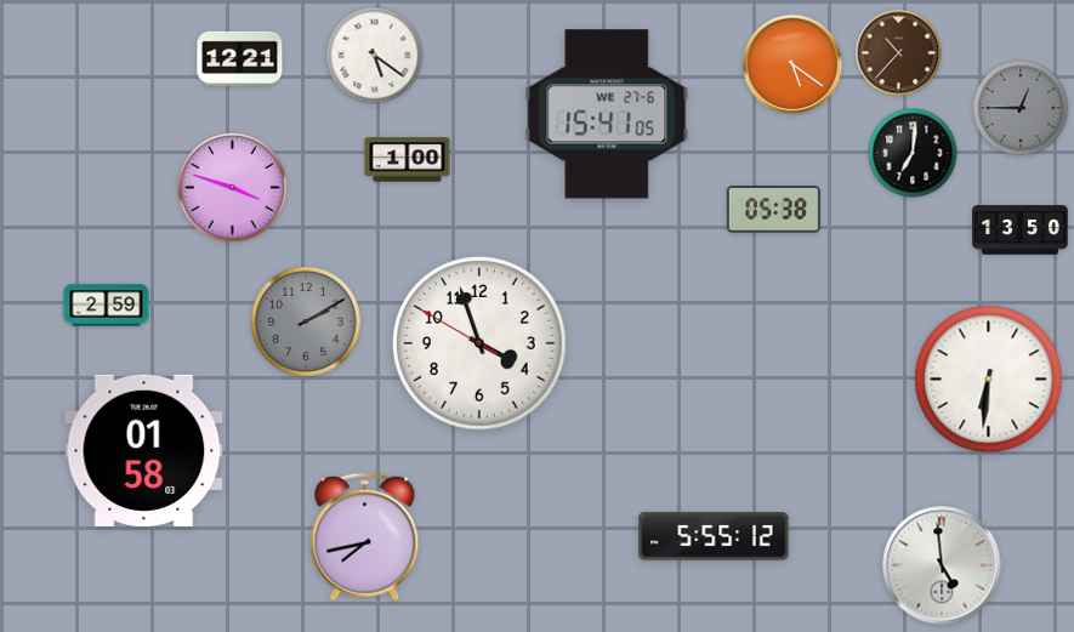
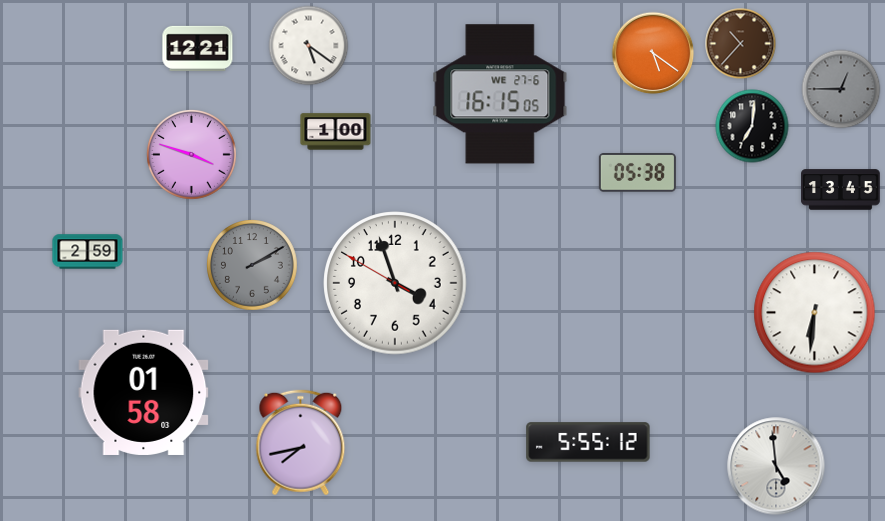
clock at (607, 114): 15:41 -> 16:15
clock at (1021, 230): 13:50 -> 13:45
clock at (144, 450) position: (144, 450) -> (144, 392)
